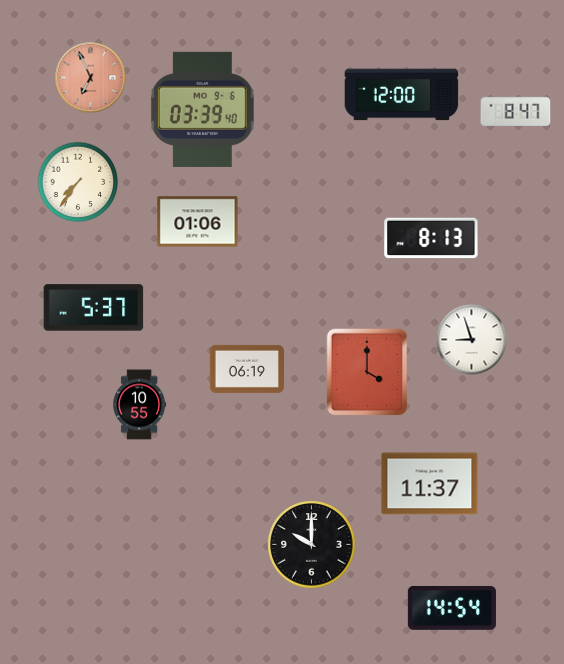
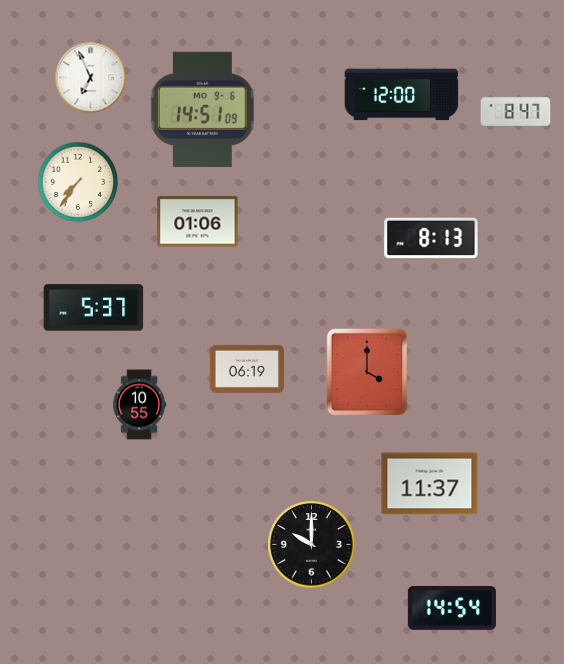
clock at (91, 78) dial: salmon -> white
clock at (202, 109): 03:39 -> 14:51
clock at (472, 340): 8:57 -> none
